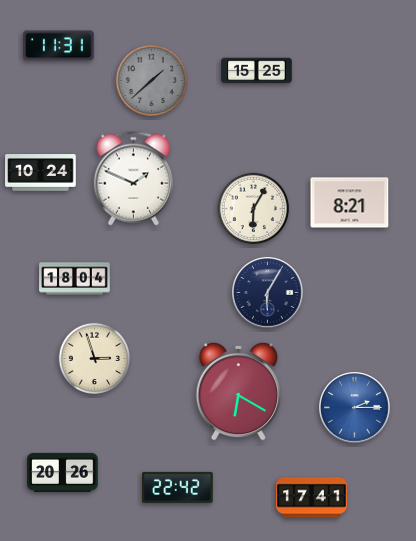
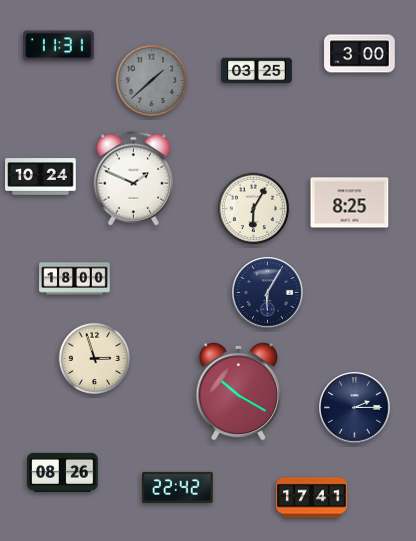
clock at (360, 54): none -> 3:00
clock at (257, 71): 15:25 -> 03:25
clock at (41, 173) position: (41, 173) -> (41, 177)
clock at (350, 203): 8:21 -> 8:25
clock at (75, 279): 18:04 -> 18:00
clock at (238, 391): 6:20 -> 10:20
clock at (355, 408) dial: blue -> navy
clock at (63, 472): 20:26 -> 08:26
